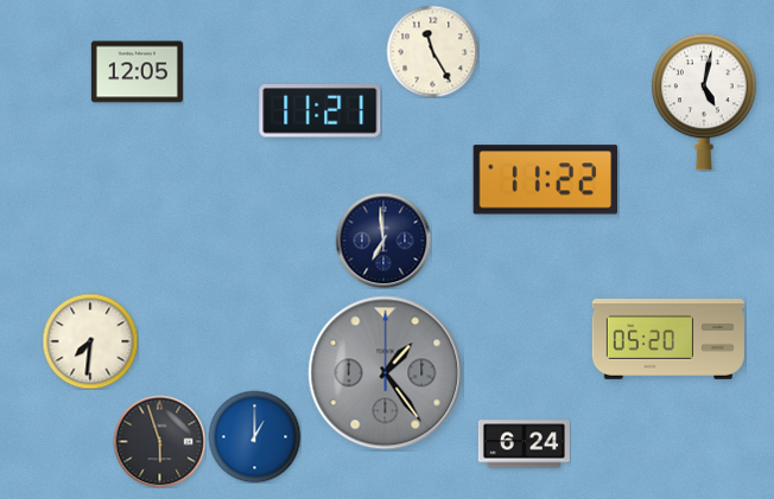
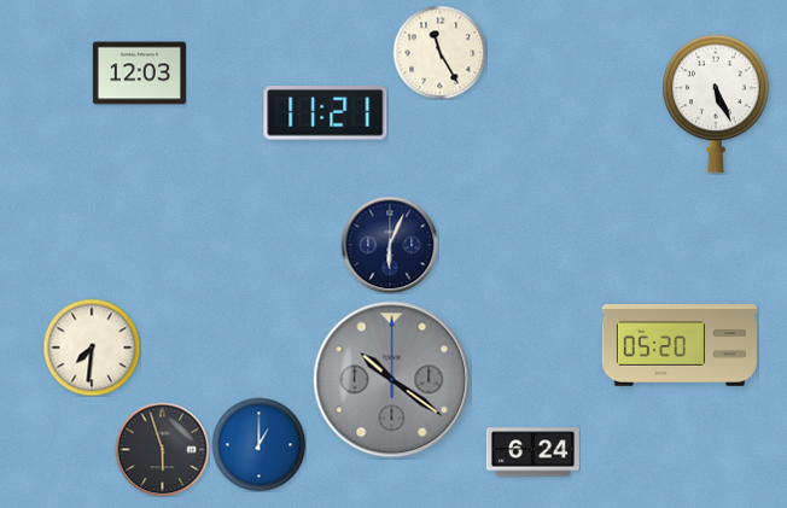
clock at (137, 72): 12:05 -> 12:03
clock at (704, 102): 5:02 -> 5:26
clock at (545, 180): 11:22 -> none
clock at (383, 241): 6:59 -> 6:04
clock at (386, 373): 1:24 -> 10:21
